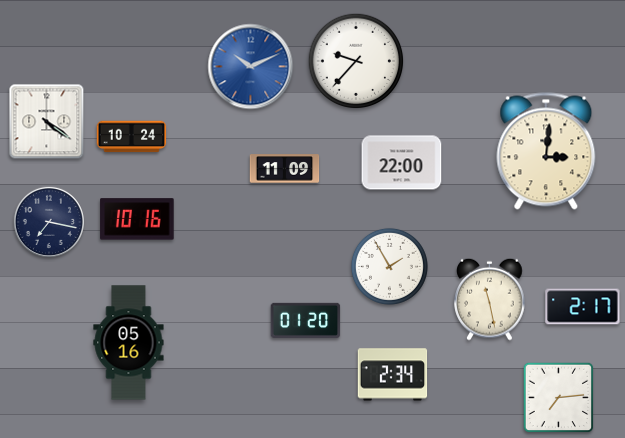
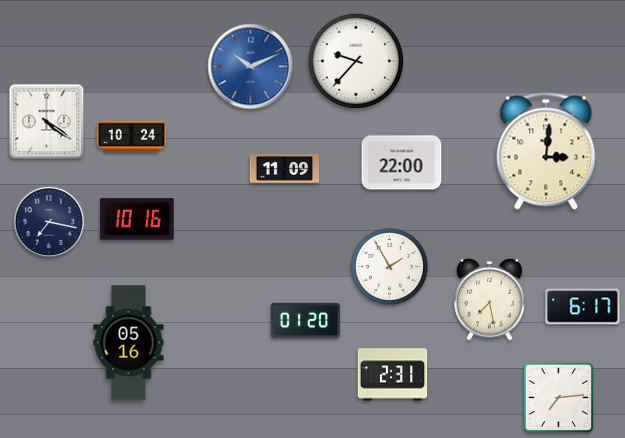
clock at (490, 299): 11:28 -> 7:28
clock at (583, 307): 2:17 -> 6:17
clock at (393, 375): 2:34 -> 2:31
